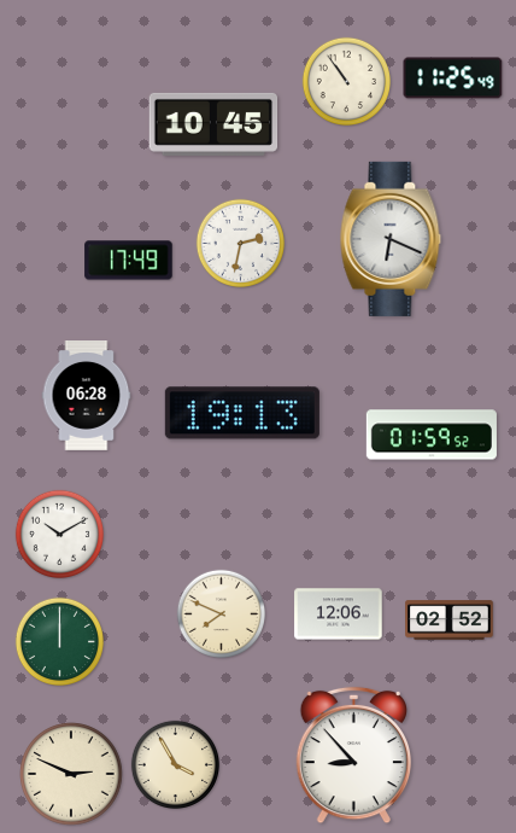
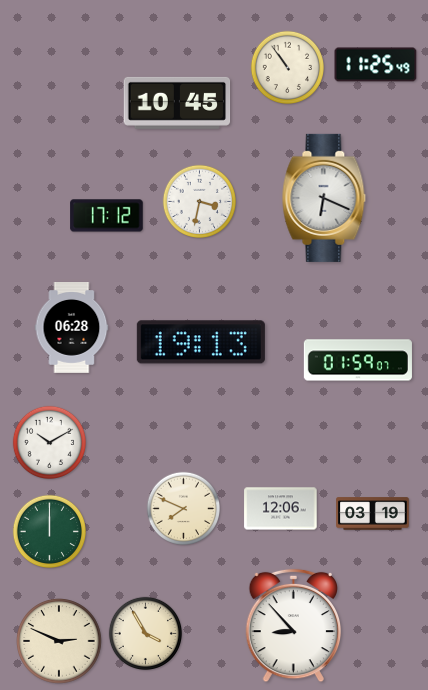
clock at (241, 243): 2:32 -> 3:32
clock at (129, 261): 17:49 -> 17:12
clock at (432, 435): 01:59:52 -> 01:59:07
clock at (450, 621): 02:52 -> 03:19
